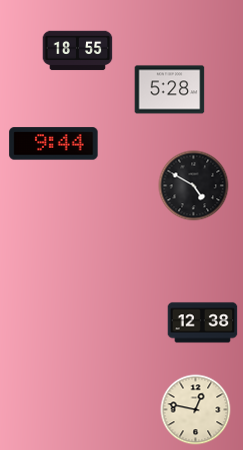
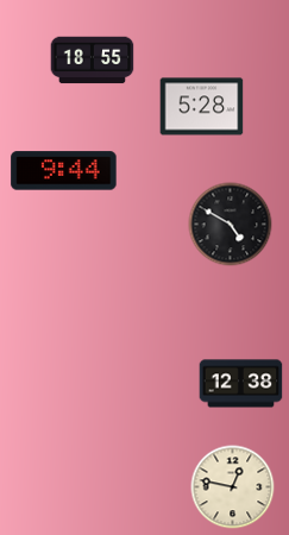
clock at (194, 186) position: (194, 186) -> (231, 225)
